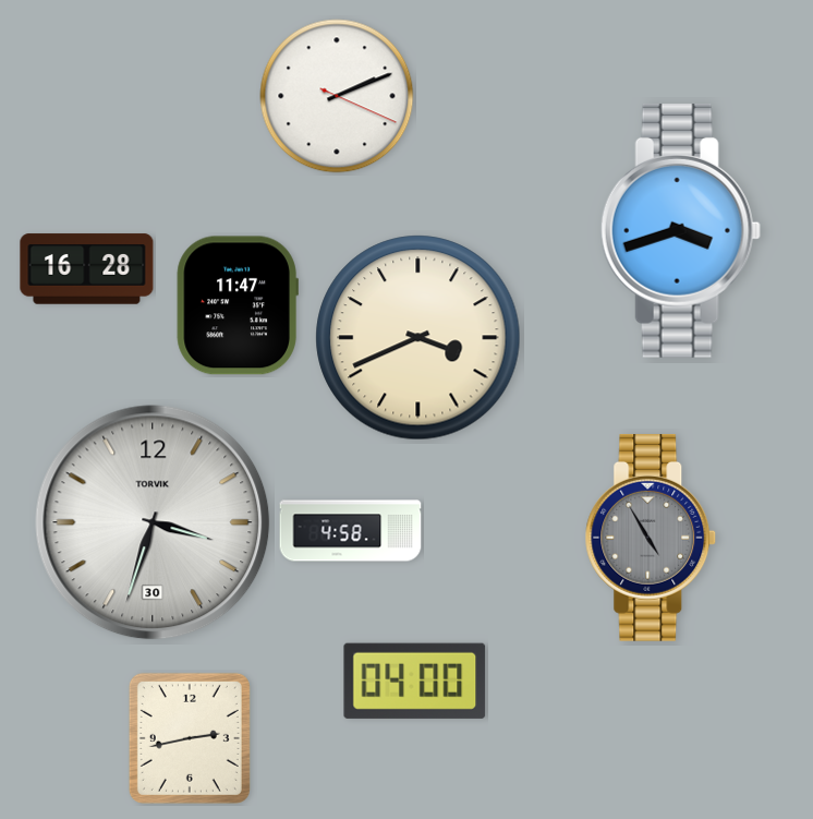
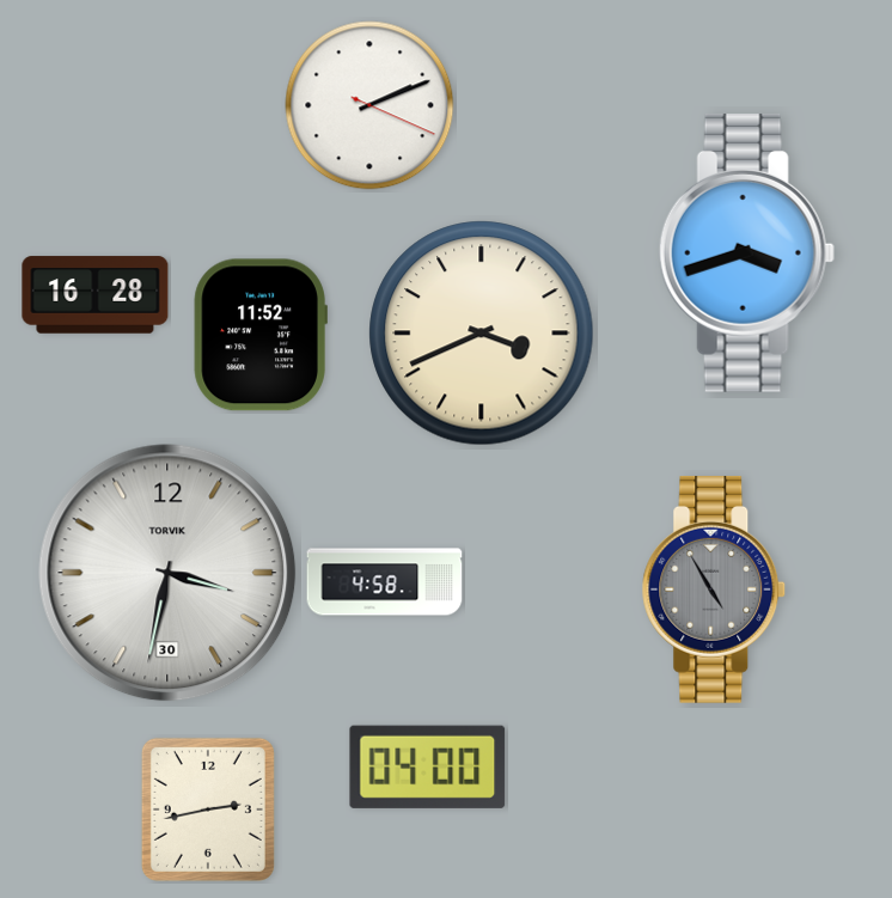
clock at (238, 305): 11:47 -> 11:52
clock at (418, 338) position: (418, 338) -> (482, 334)
clock at (153, 522): 3:33 -> 3:32
clock at (415, 681) position: (415, 681) -> (428, 766)
